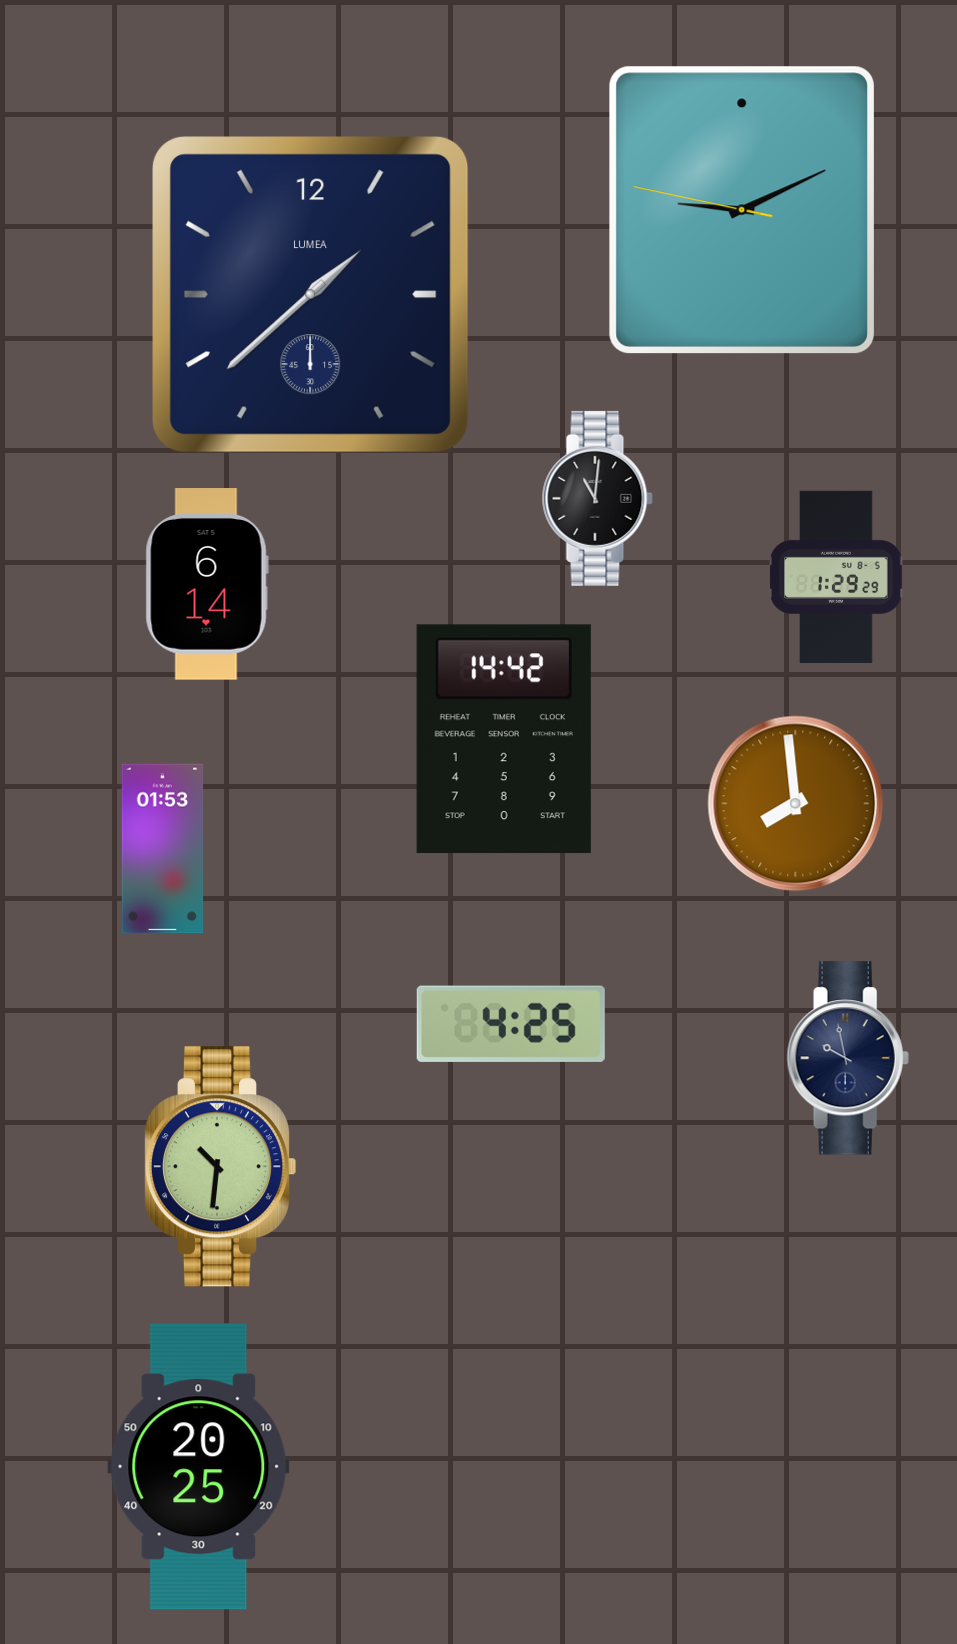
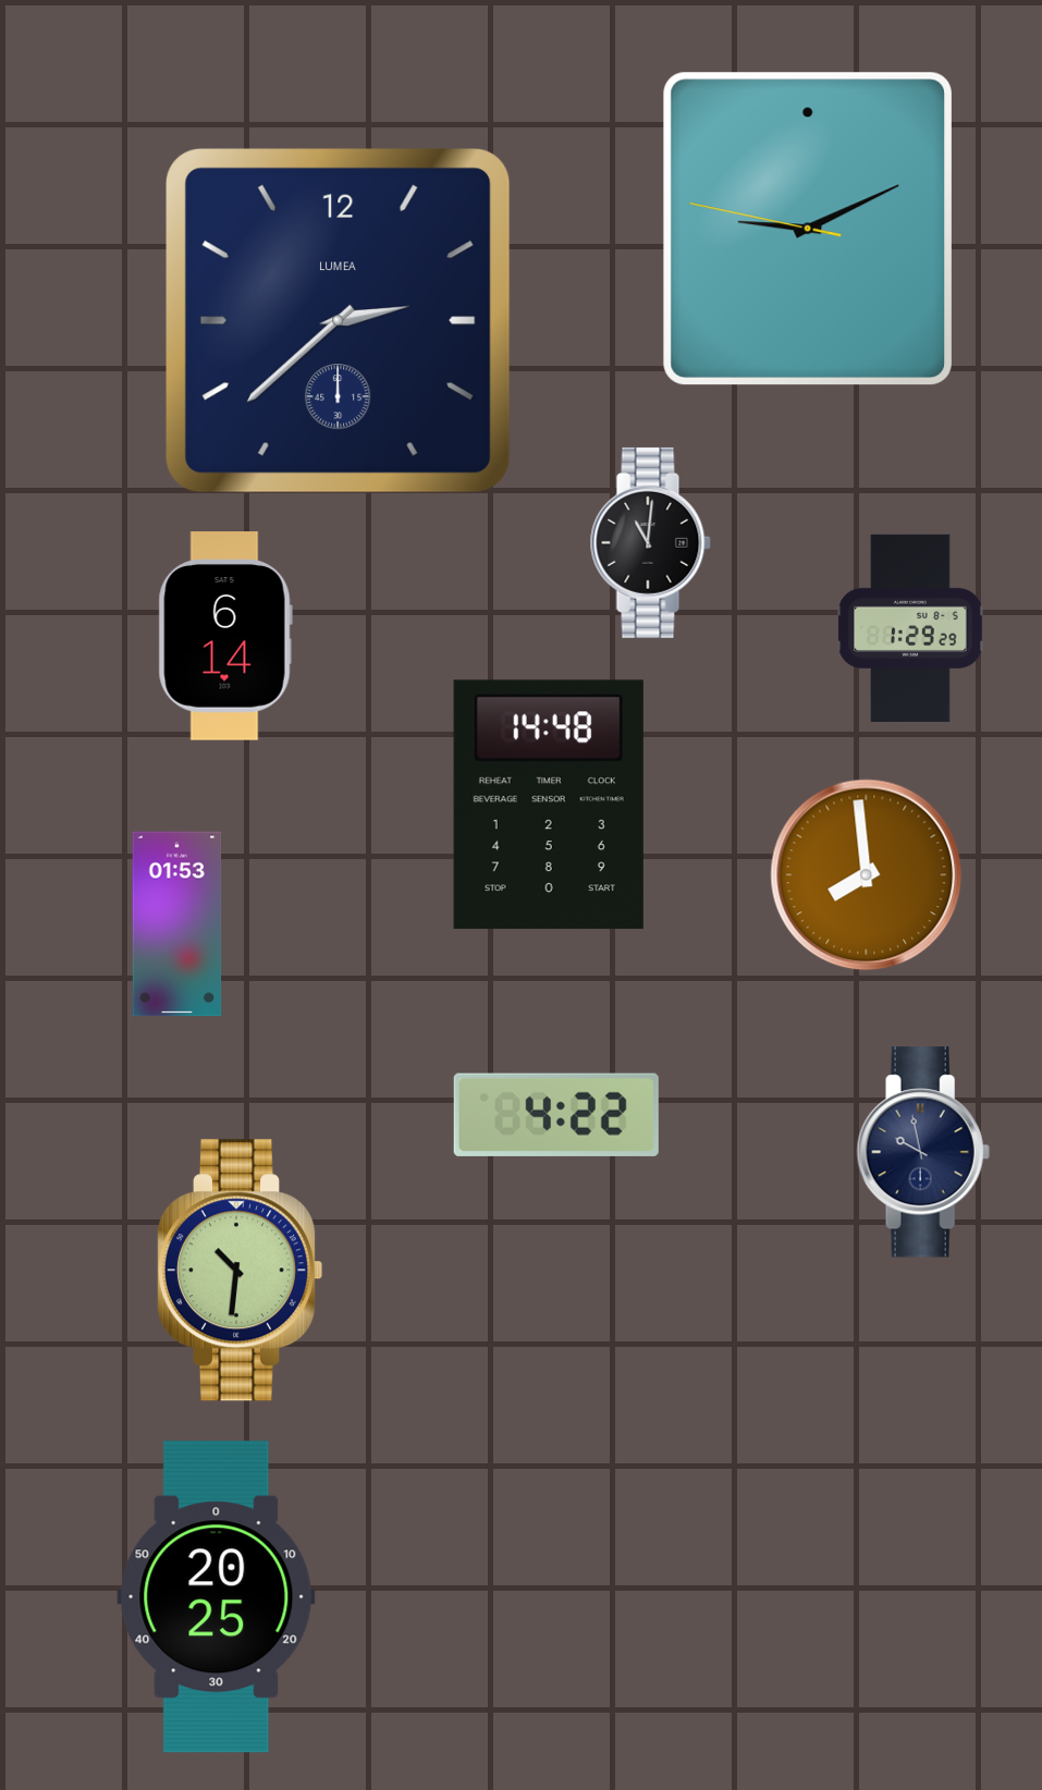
clock at (311, 295): 1:38 -> 2:38
clock at (504, 739): 14:42 -> 14:48
clock at (511, 1024): 4:25 -> 4:22
